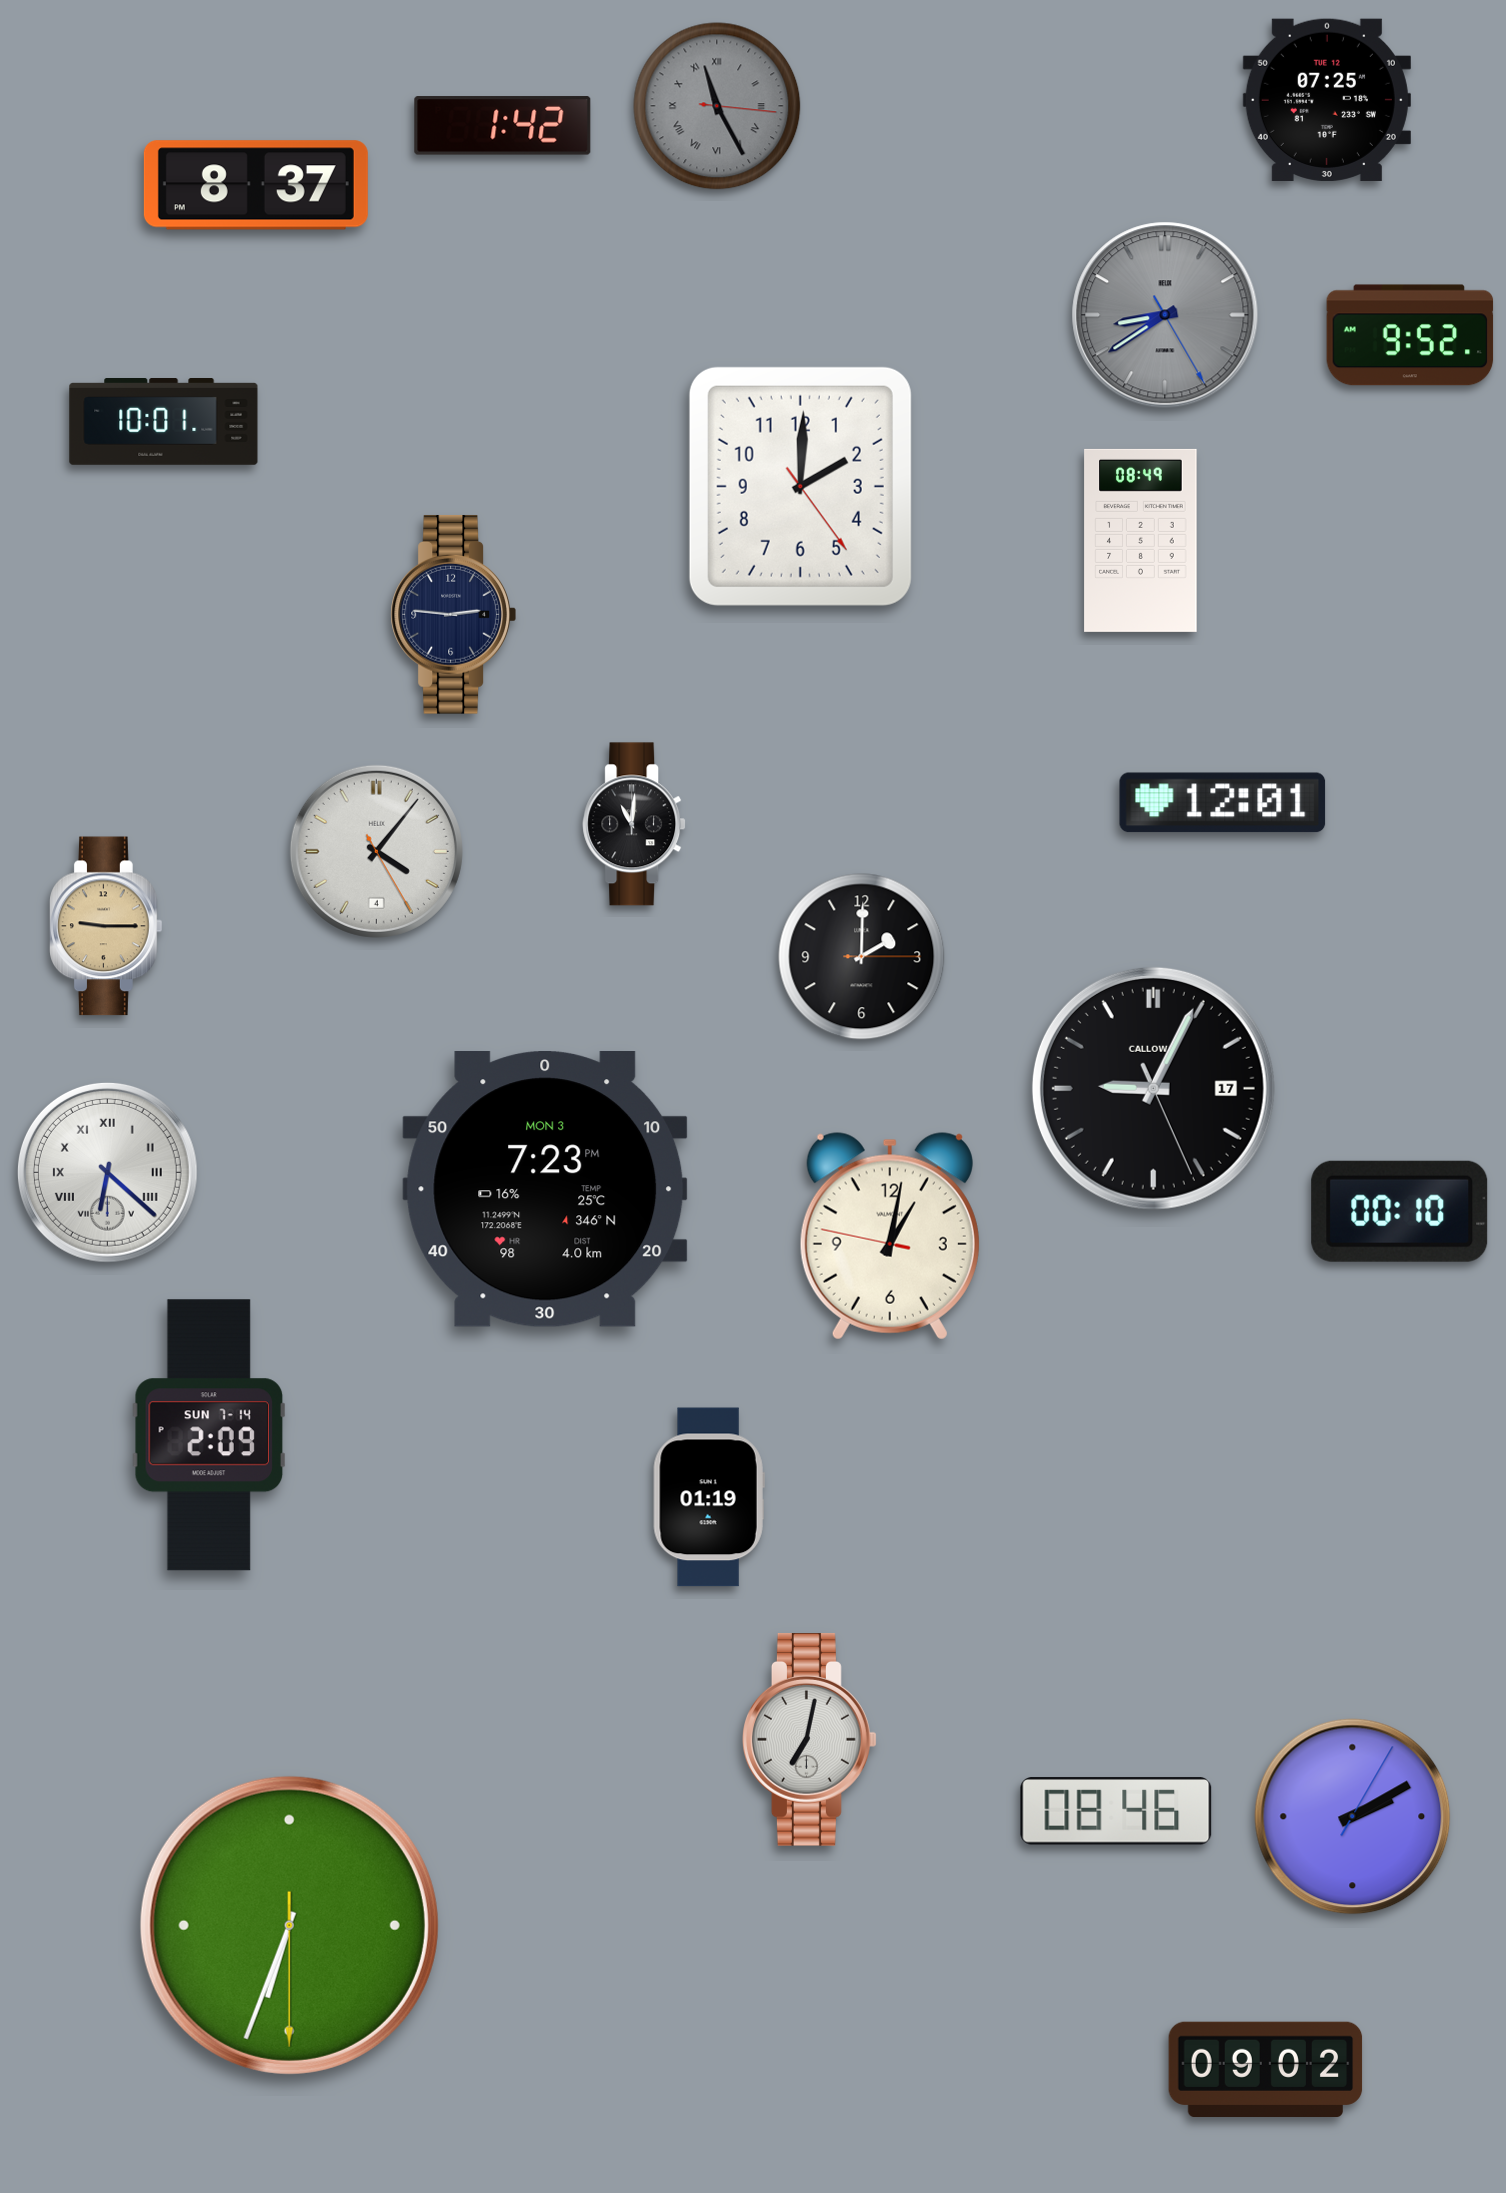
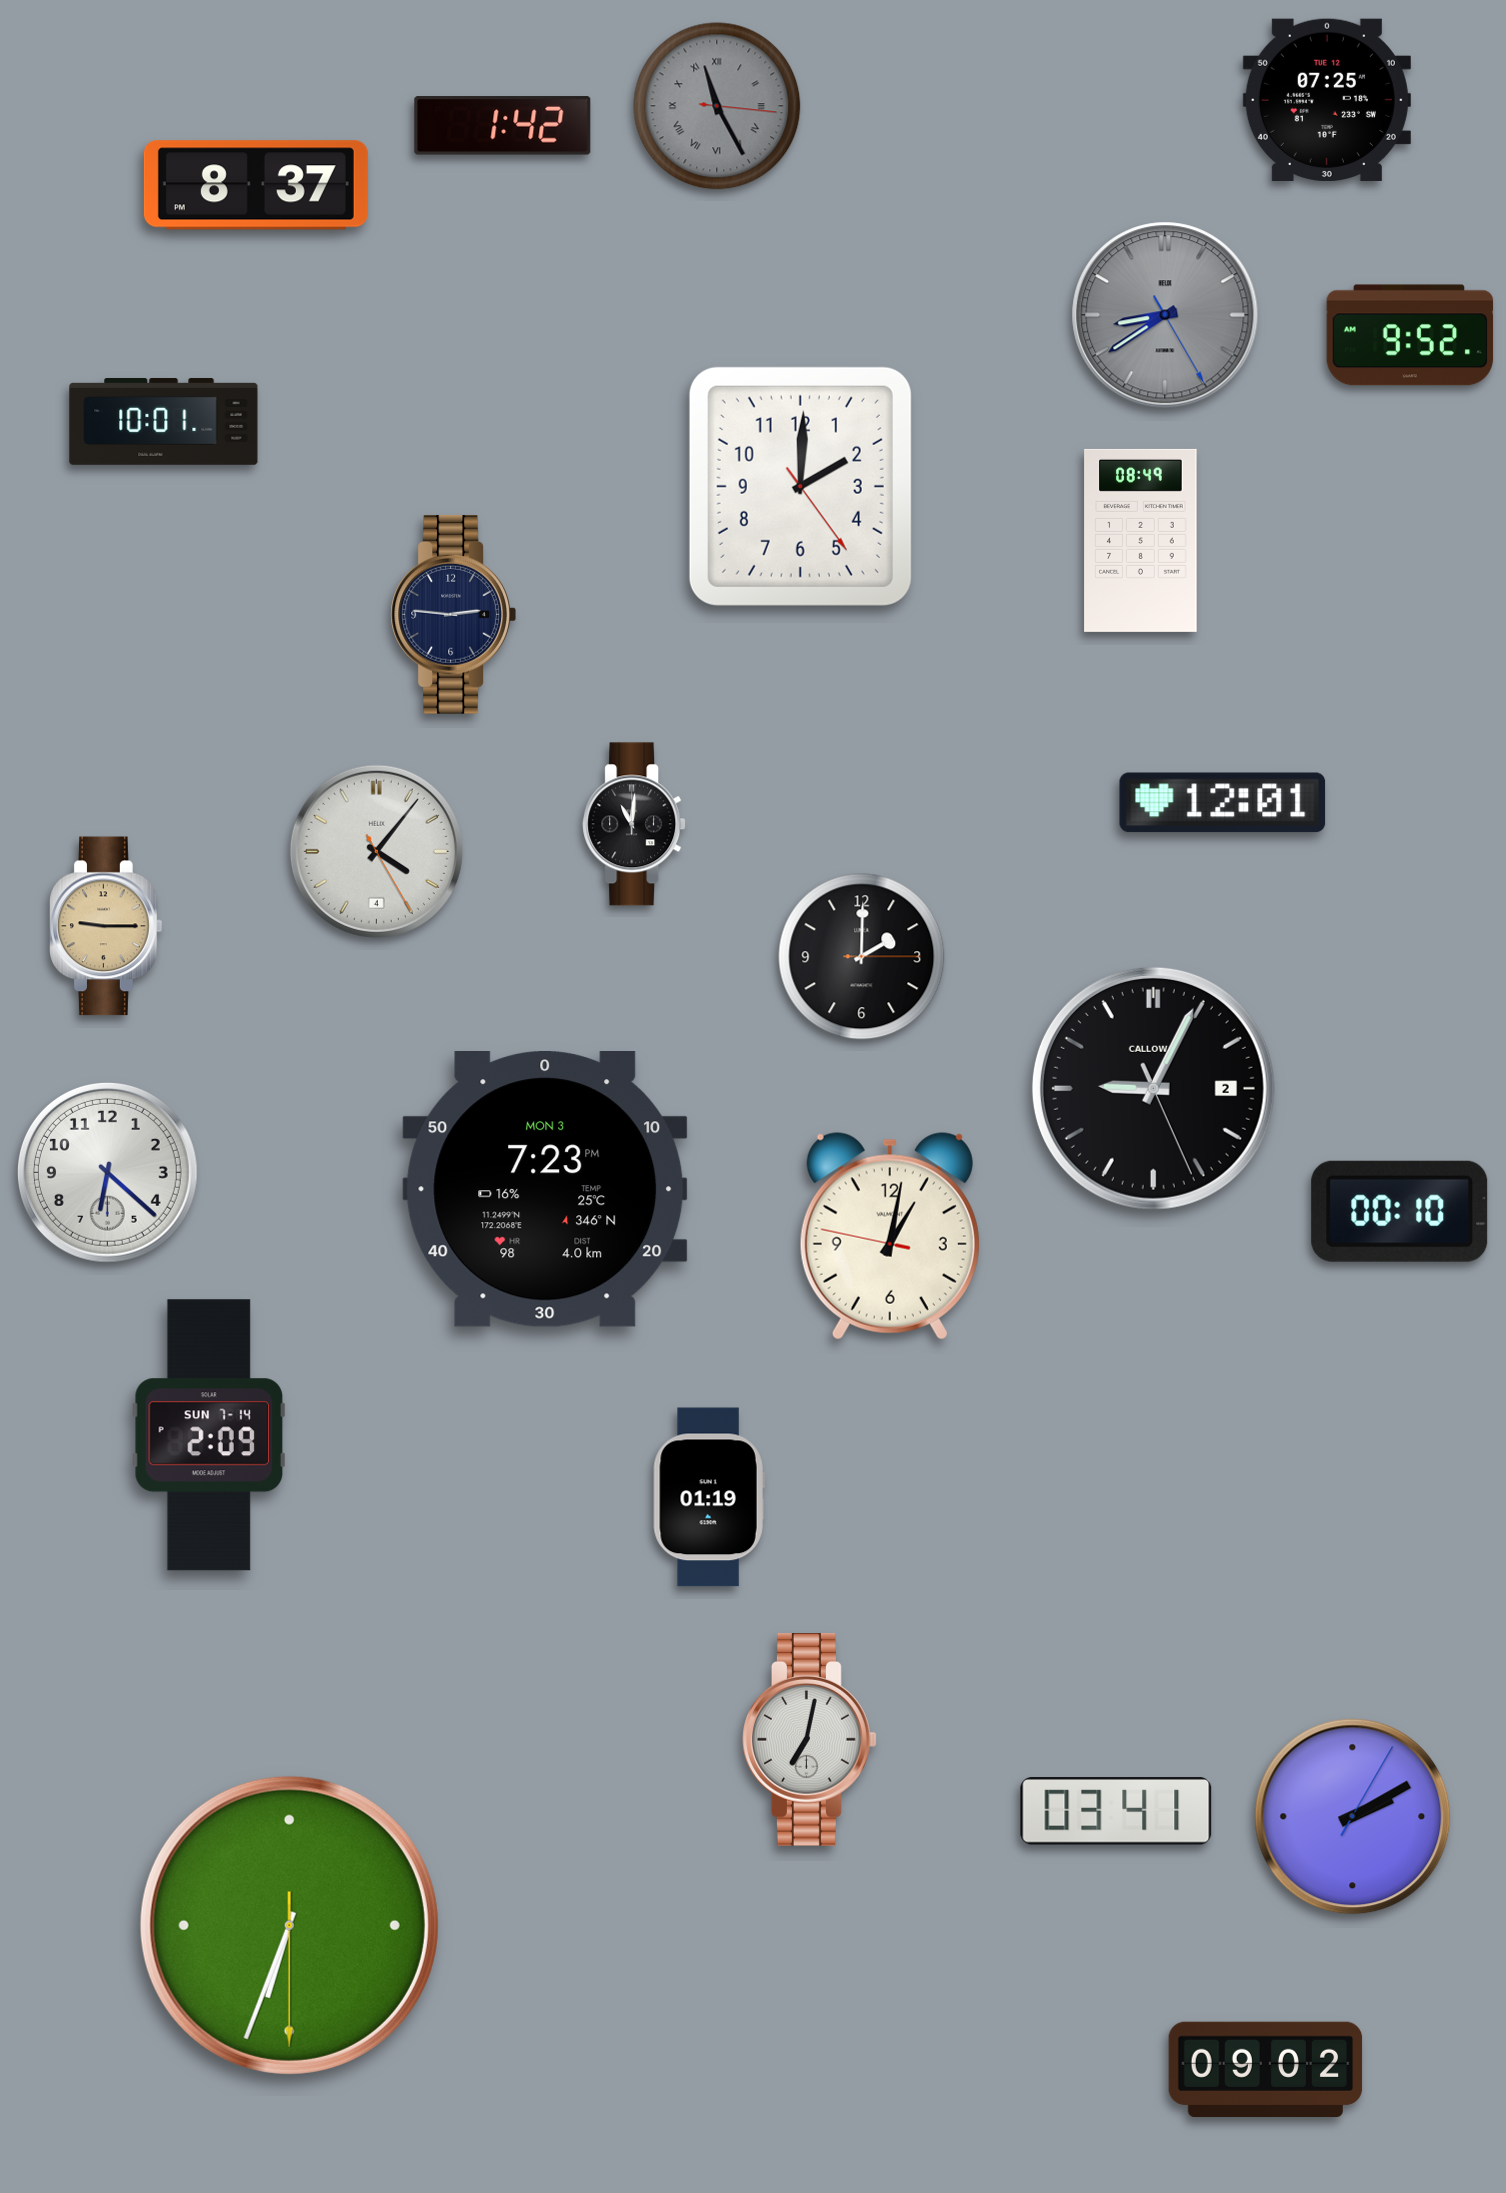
clock at (1153, 1088) date: 17 -> 2
clock at (107, 1172) numerals: Roman -> Arabic
clock at (1116, 1811): 08:46 -> 03:41
